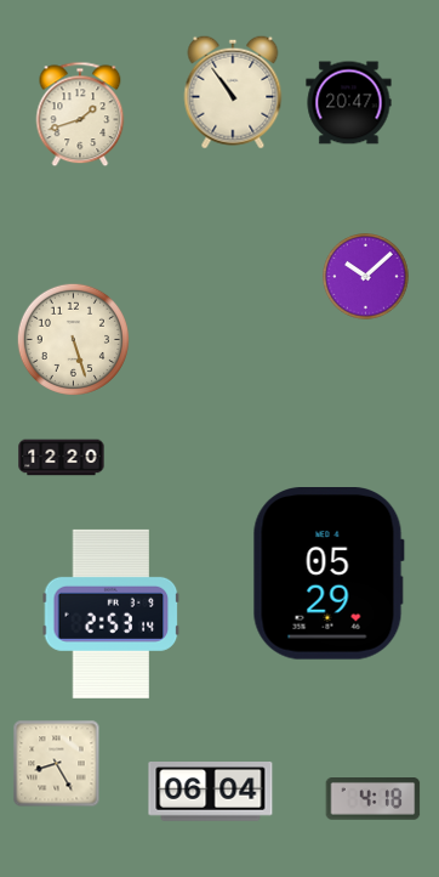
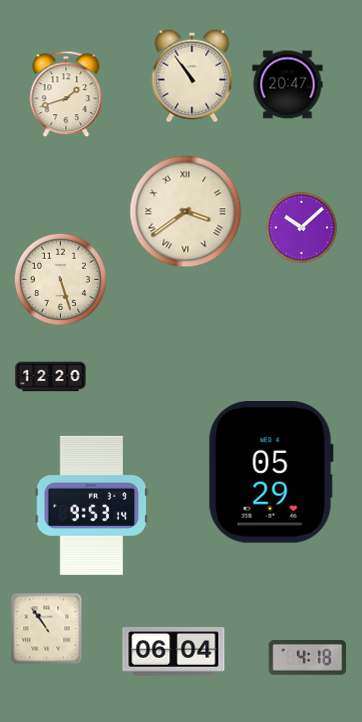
clock at (186, 212): none -> 3:39
clock at (112, 613): 2:53 -> 9:53
clock at (57, 764): 8:25 -> 10:54
